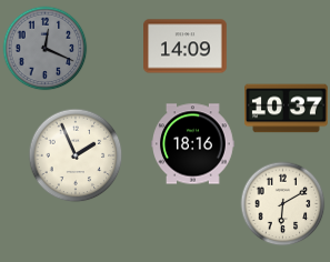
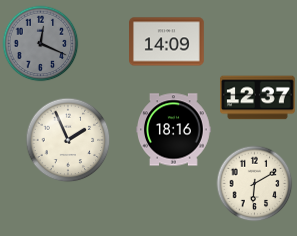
clock at (287, 109): 10:37 -> 12:37
